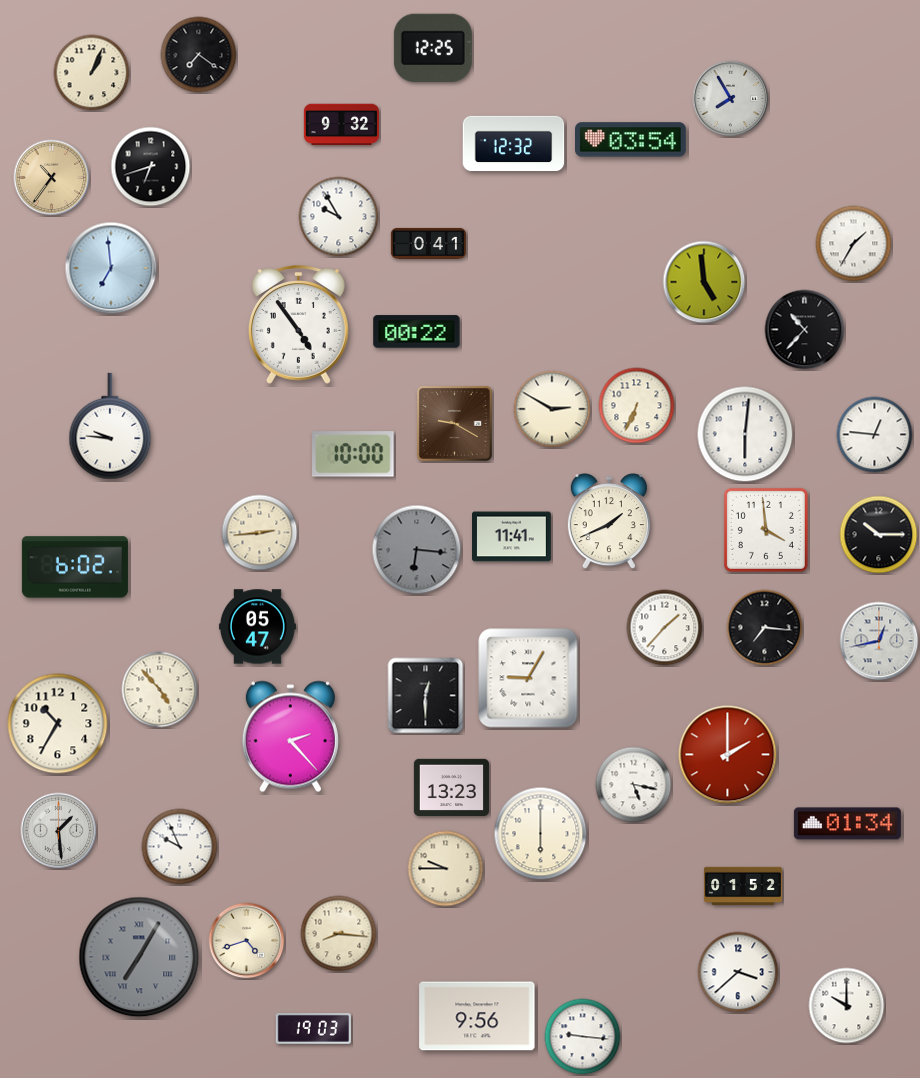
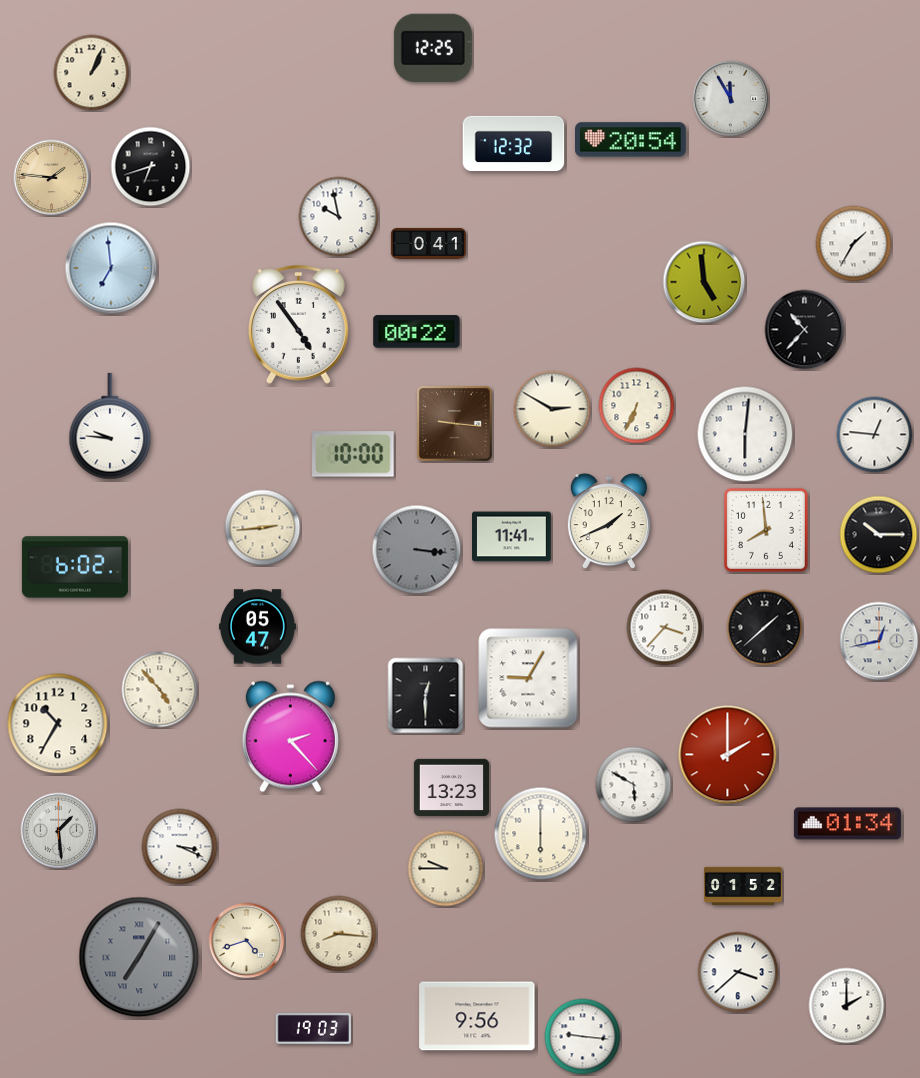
clock at (199, 55): 7:21 -> none
clock at (731, 99): 7:55 -> 11:55
clock at (341, 125): 9:32 -> none
clock at (631, 140): 03:54 -> 20:54
clock at (52, 178): 10:36 -> 1:46
clock at (339, 217): 9:55 -> 9:58
clock at (454, 423): 9:20 -> 9:16
clock at (766, 530): 3:59 -> 7:59
clock at (260, 533) position: (260, 533) -> (263, 528)
clock at (417, 550): 6:16 -> 3:16
clock at (665, 628): 1:37 -> 3:37
clock at (765, 628): 7:16 -> 1:38
clock at (634, 785): 5:17 -> 5:50
clock at (180, 847): 9:56 -> 3:19
clock at (847, 1006): 10:00 -> 2:00
